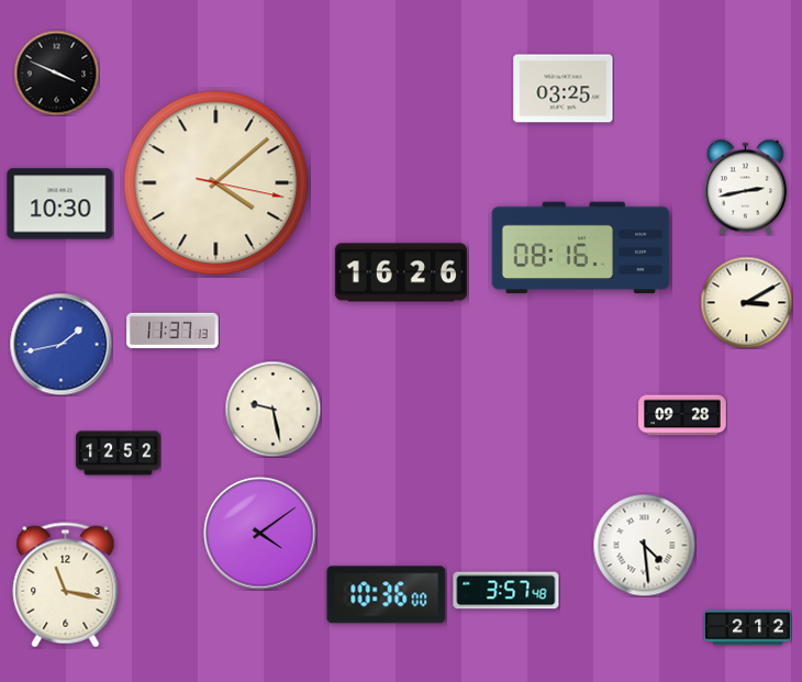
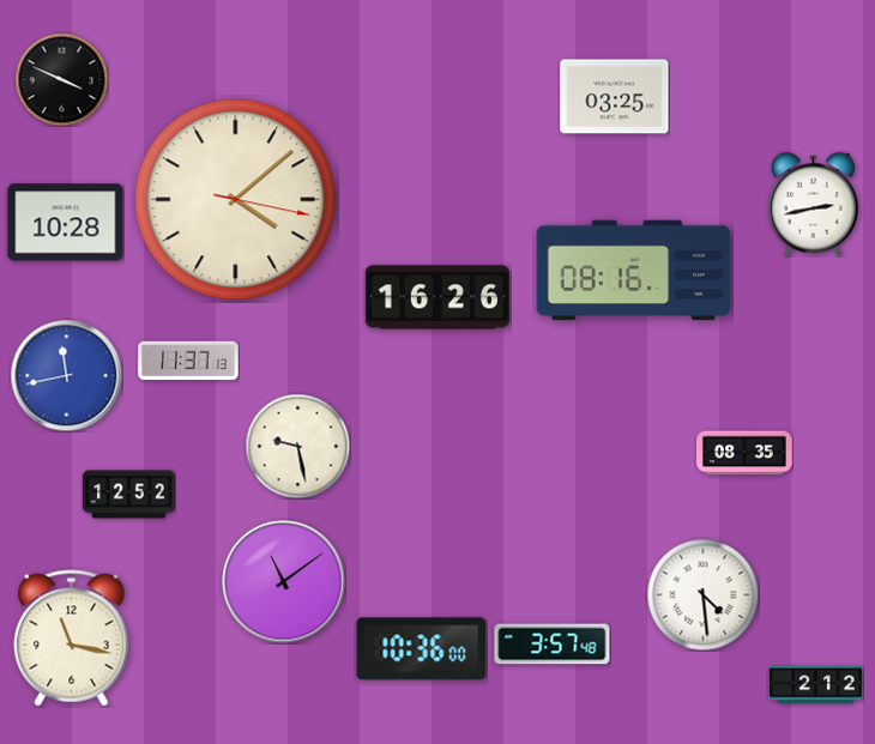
clock at (60, 204): 10:30 -> 10:28
clock at (746, 302): 3:10 -> none
clock at (60, 344): 1:43 -> 11:43
clock at (682, 415): 09:28 -> 08:35
clock at (260, 534): 4:09 -> 11:09
